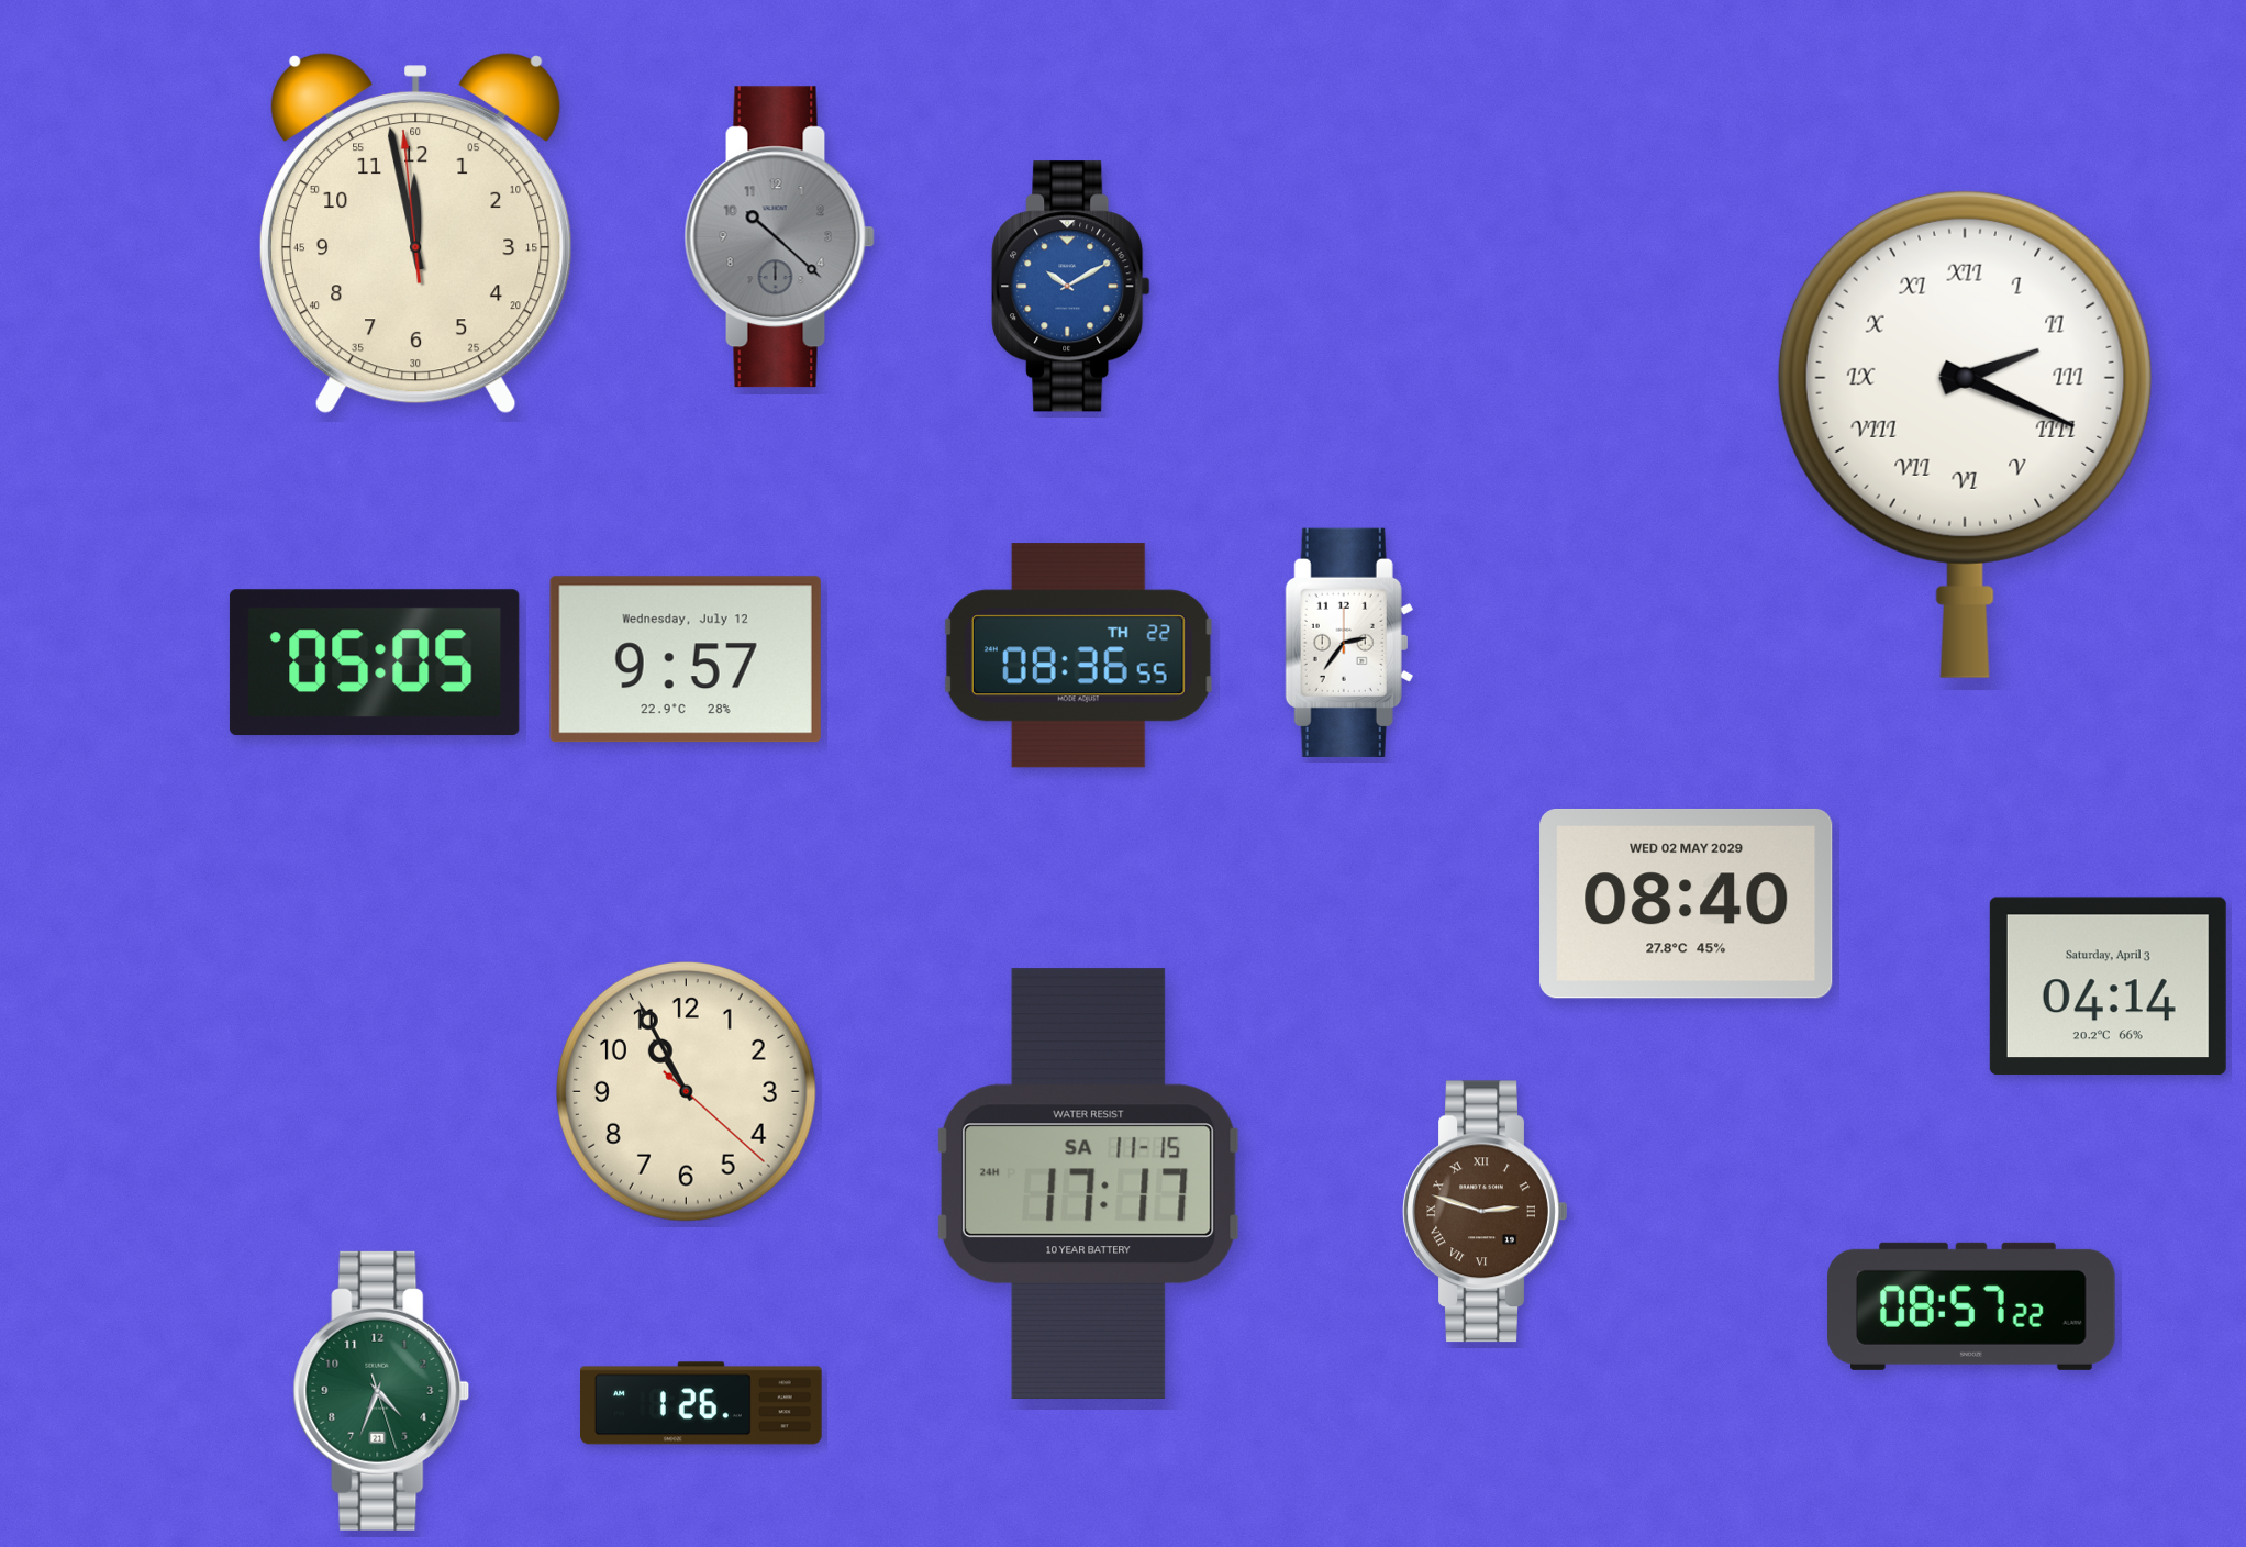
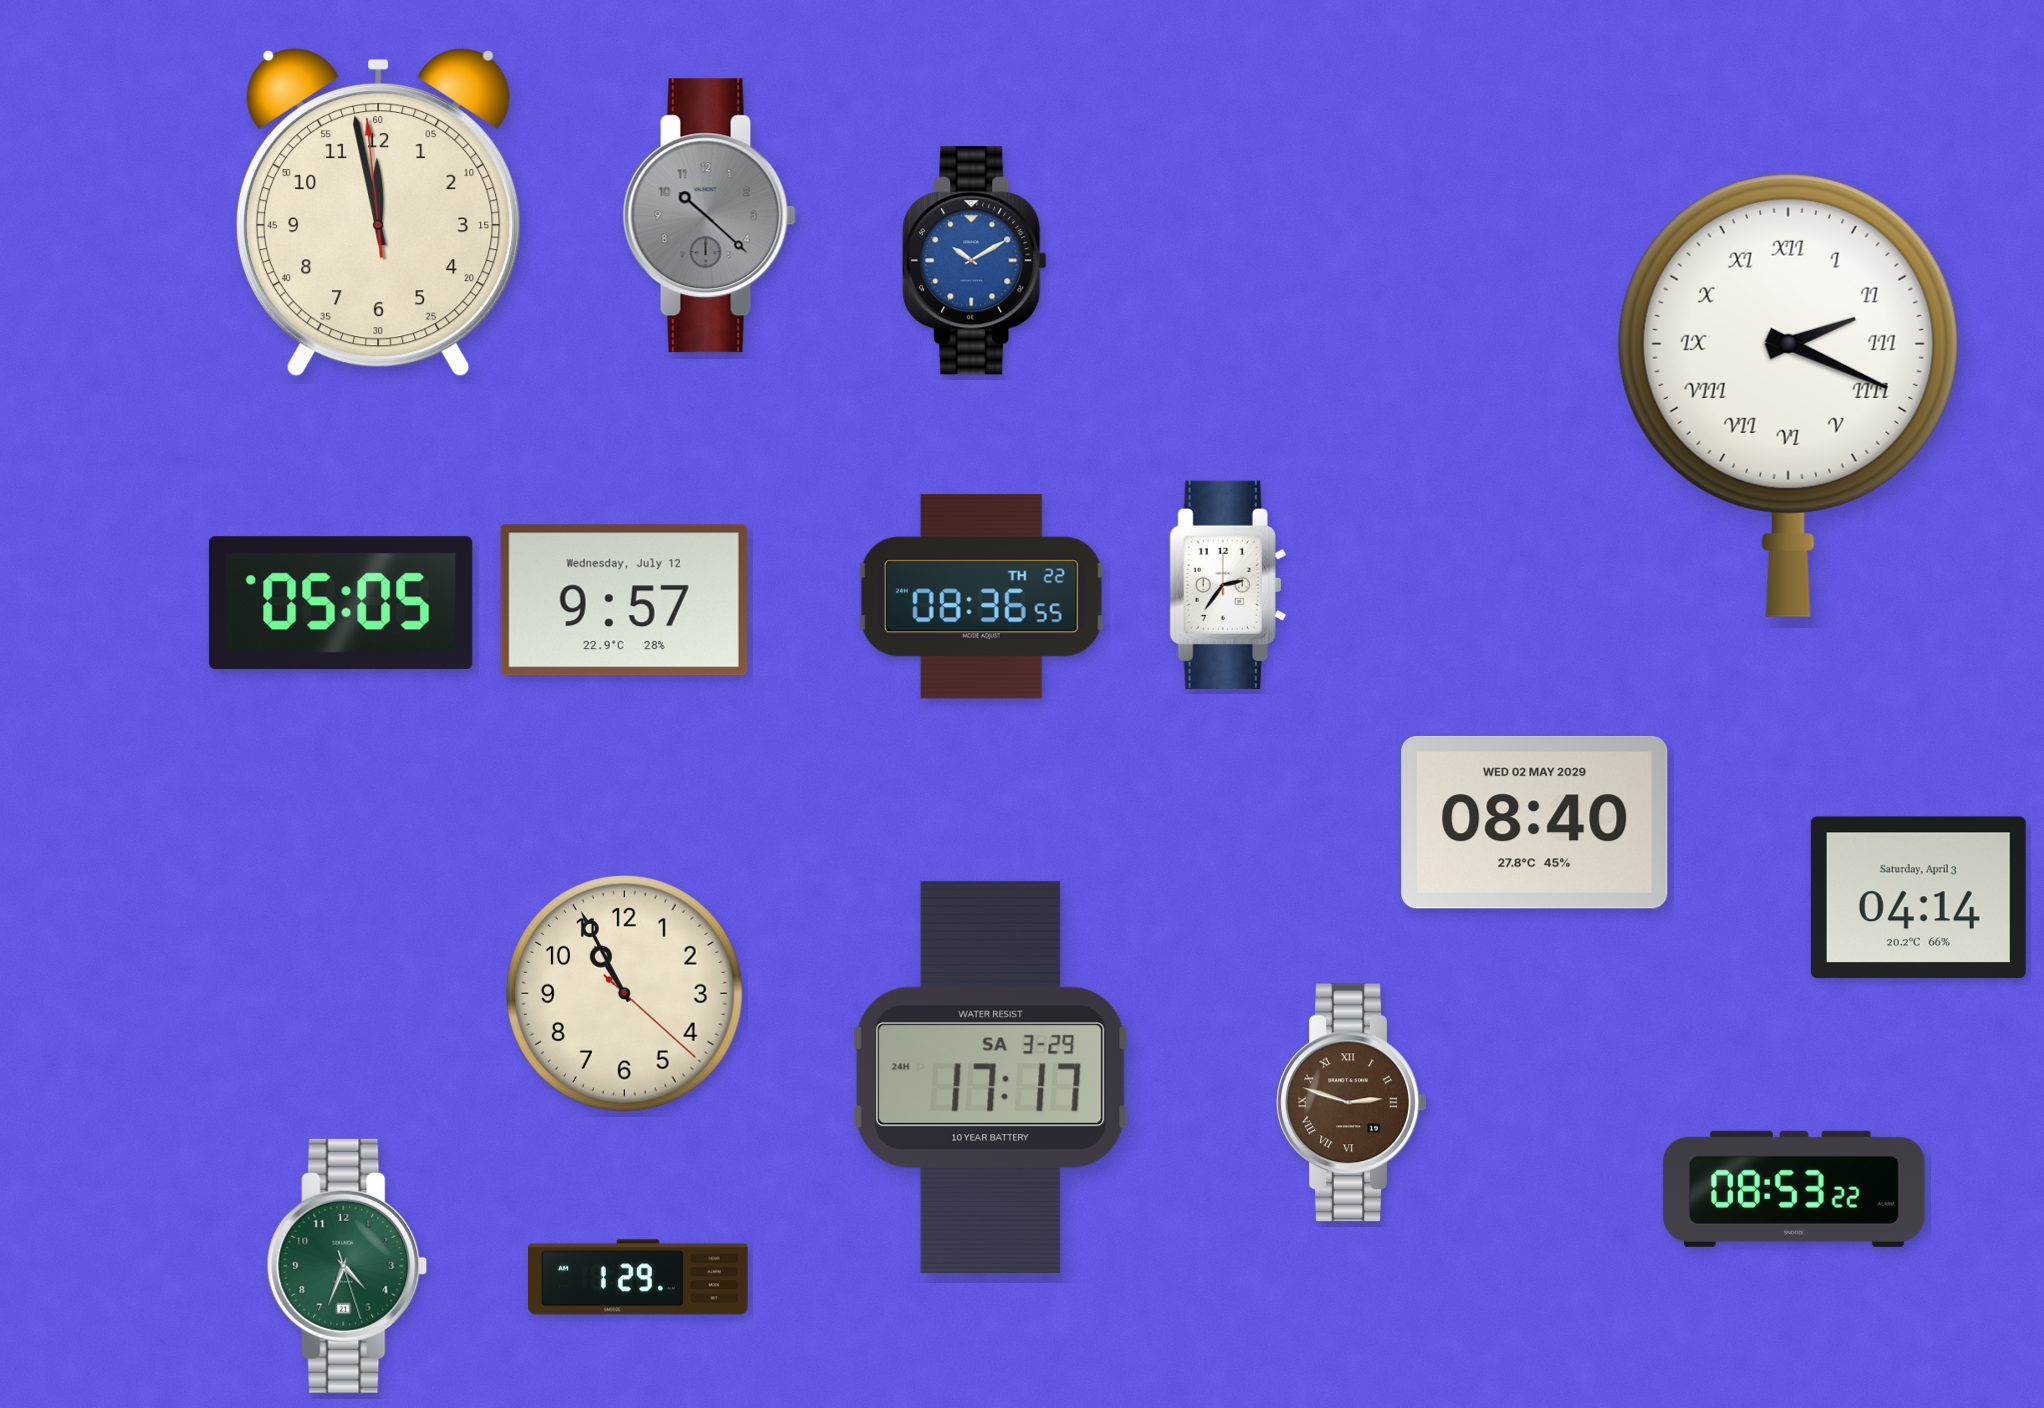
clock at (1088, 1183) date: SA 11-15 -> SA 3-29
clock at (1971, 1306): 08:57 -> 08:53
clock at (702, 1403): 1:26 -> 1:29
